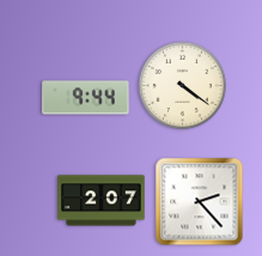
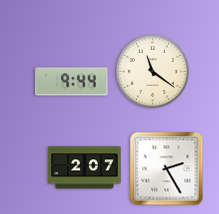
clock at (182, 85): 4:21 -> 11:21
clock at (200, 202): 2:23 -> 2:25
